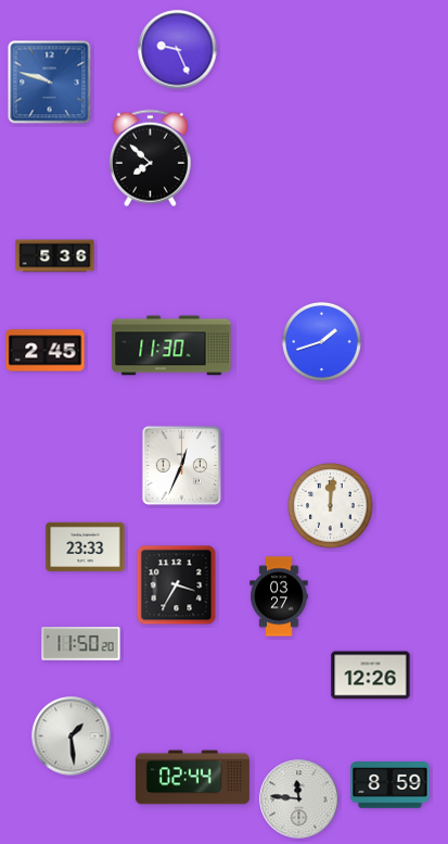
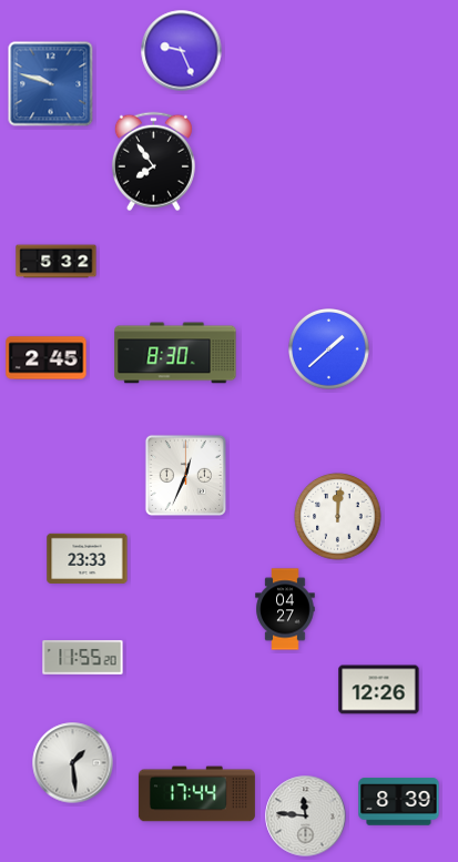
clock at (150, 159): 7:52 -> 7:54
clock at (55, 256): 5:36 -> 5:32
clock at (322, 342): 1:42 -> 1:38
clock at (171, 345): 11:30 -> 8:30
clock at (177, 585): 3:35 -> none
clock at (279, 596): 03:27 -> 04:27
clock at (81, 644): 11:50 -> 11:55
clock at (72, 736) position: (72, 736) -> (73, 763)
clock at (192, 778): 02:44 -> 17:44
clock at (391, 785): 8:59 -> 8:39
